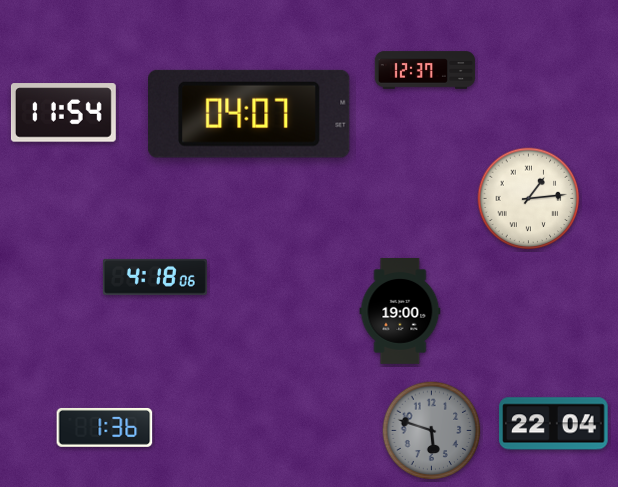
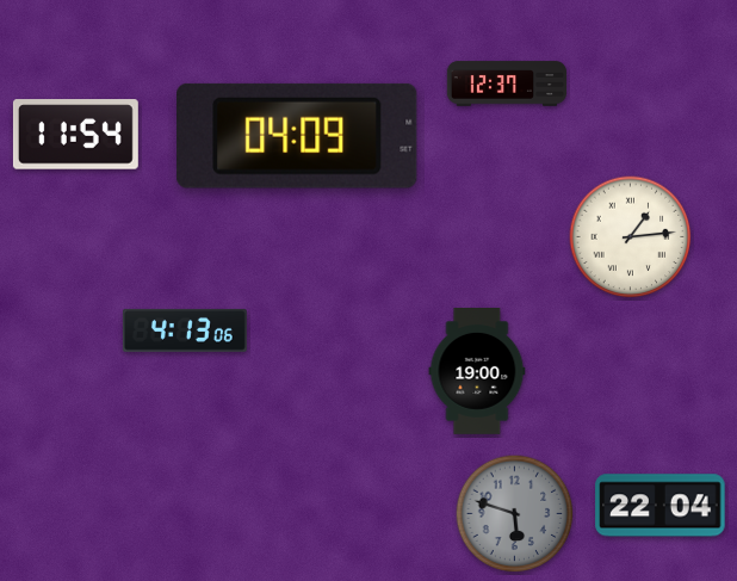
clock at (249, 114): 04:07 -> 04:09
clock at (155, 277): 4:18 -> 4:13
clock at (105, 427): 1:36 -> none
